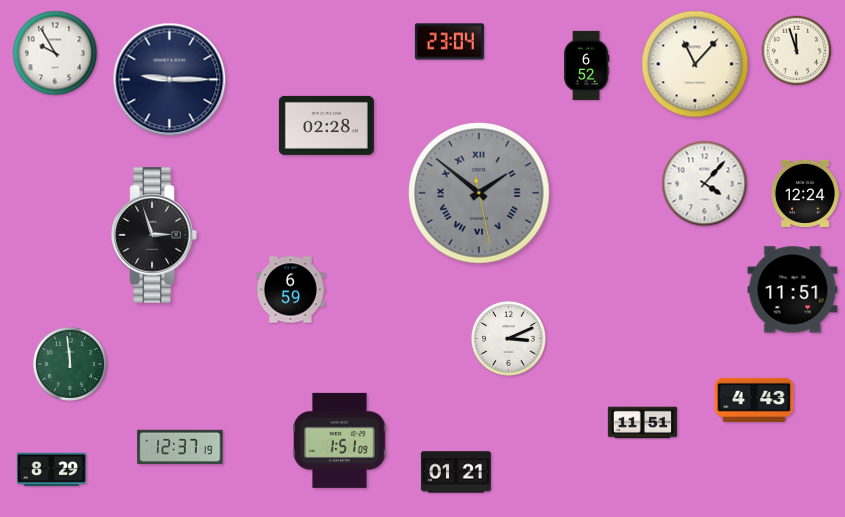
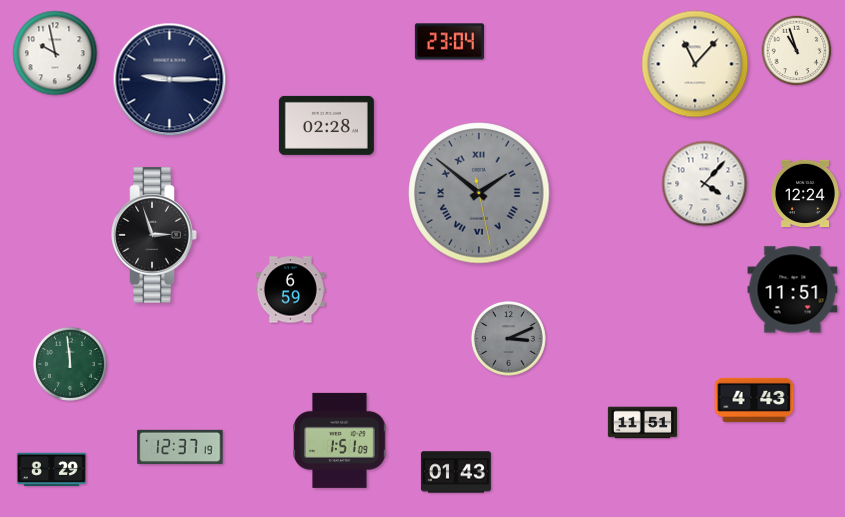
clock at (797, 51): 11:57 -> 10:57
clock at (55, 53): 9:55 -> 9:58
clock at (586, 65): 6:52 -> none
clock at (508, 338) dial: white -> grey
clock at (456, 472): 01:21 -> 01:43
